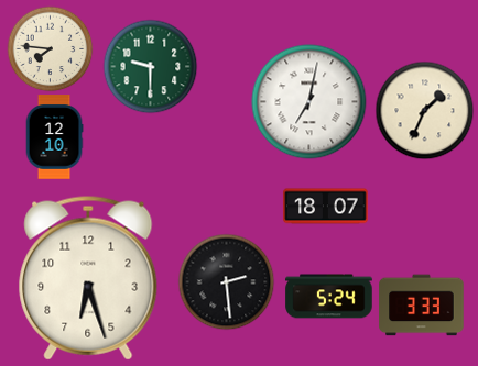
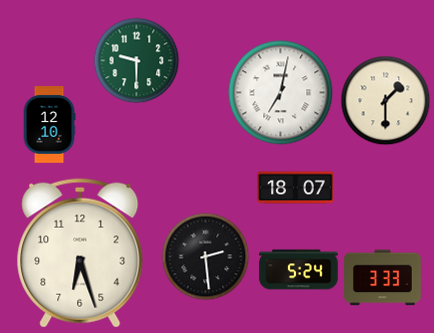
clock at (50, 48): 7:46 -> none
clock at (424, 110): 1:34 -> 1:30
